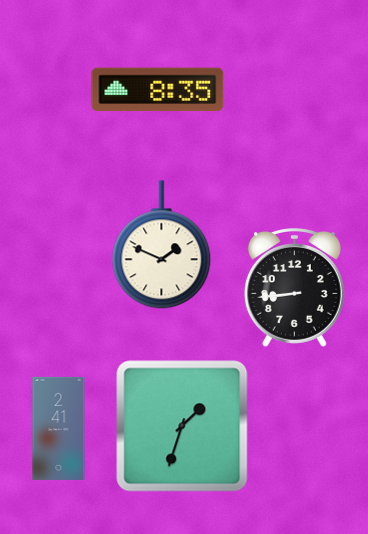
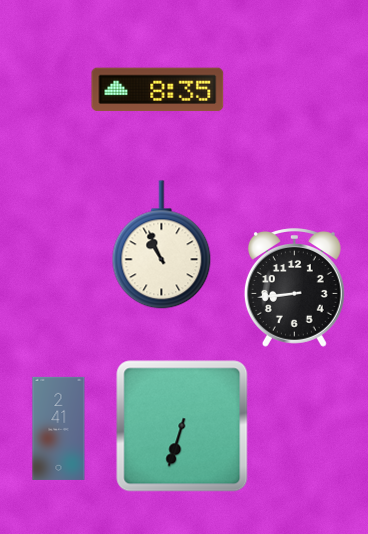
clock at (162, 245): 1:49 -> 10:56
clock at (182, 426): 1:33 -> 6:33
